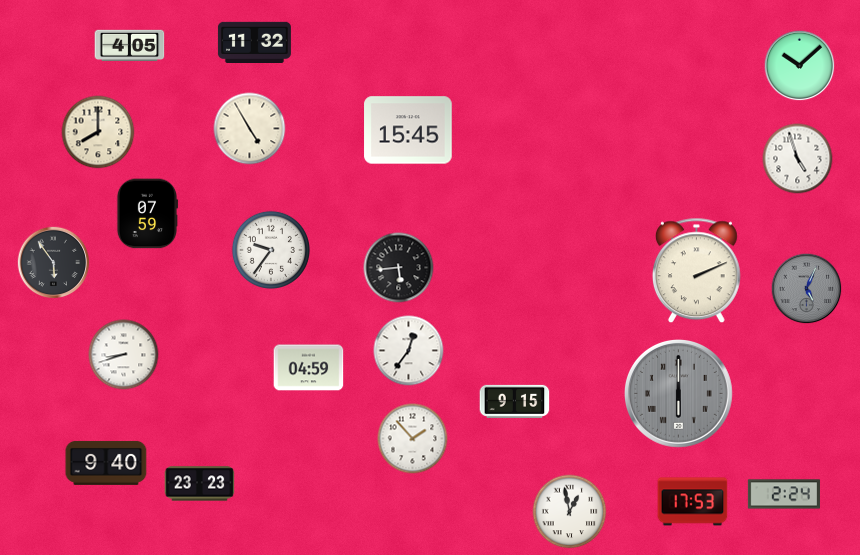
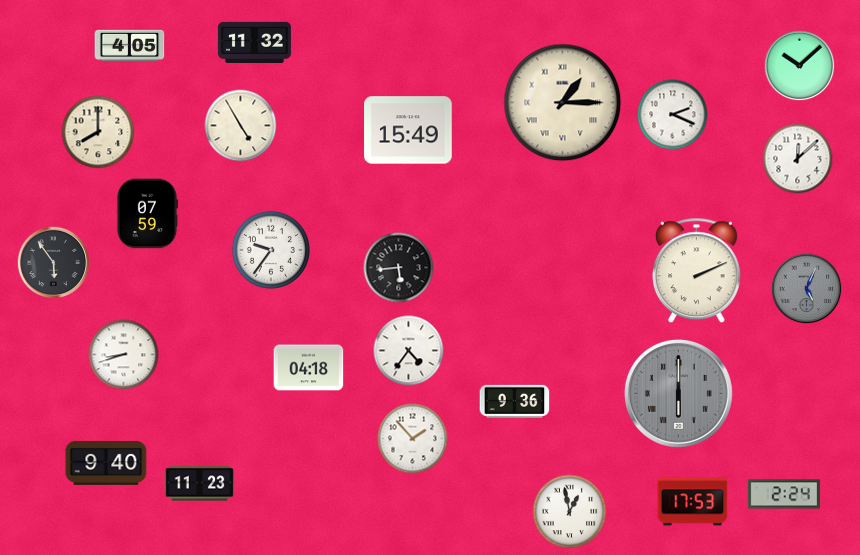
clock at (563, 103): none -> 1:15
clock at (673, 115): none -> 2:19
clock at (250, 129) position: (250, 129) -> (241, 126)
clock at (408, 130): 15:45 -> 15:49
clock at (798, 159): 4:57 -> 12:08
clock at (409, 351): 12:36 -> 4:36
clock at (309, 368): 04:59 -> 04:18
clock at (515, 401): 9:15 -> 9:36
clock at (200, 484): 23:23 -> 11:23
